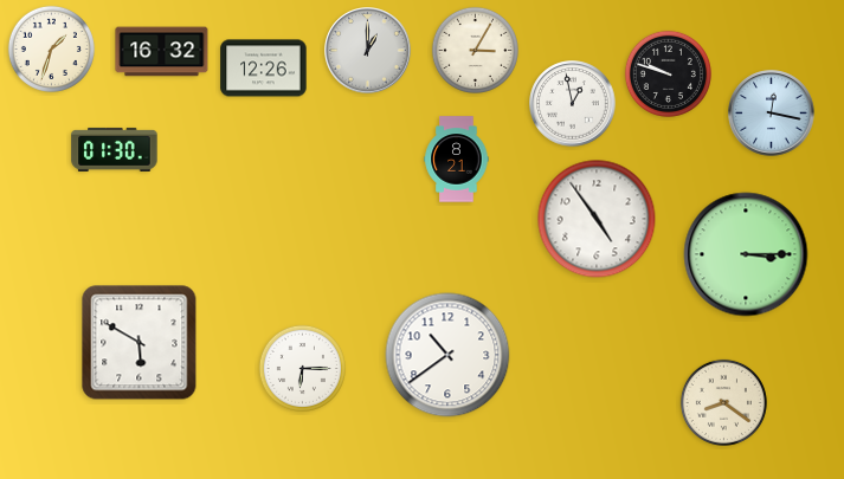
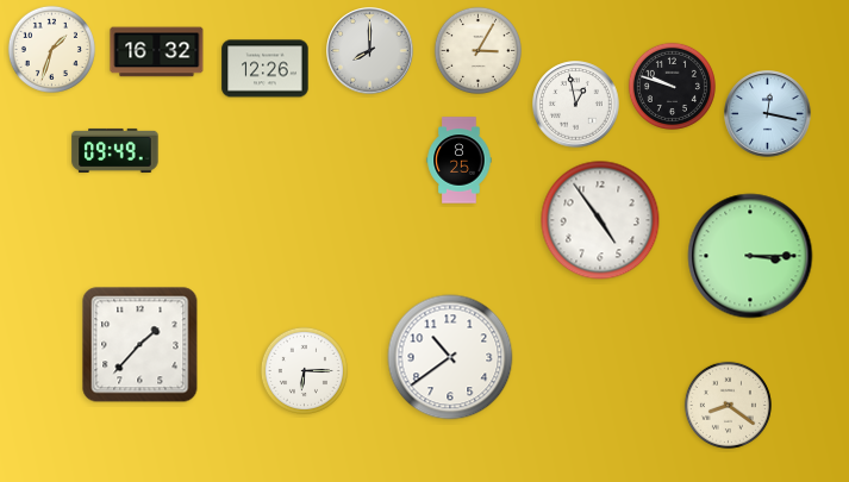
clock at (368, 51): 1:00 -> 8:00
clock at (162, 52) position: (162, 52) -> (157, 52)
clock at (668, 73) position: (668, 73) -> (672, 86)
clock at (772, 114) position: (772, 114) -> (768, 114)
clock at (115, 149): 01:30 -> 09:49
clock at (457, 160): 8:21 -> 8:25
clock at (140, 343): 5:50 -> 1:37
